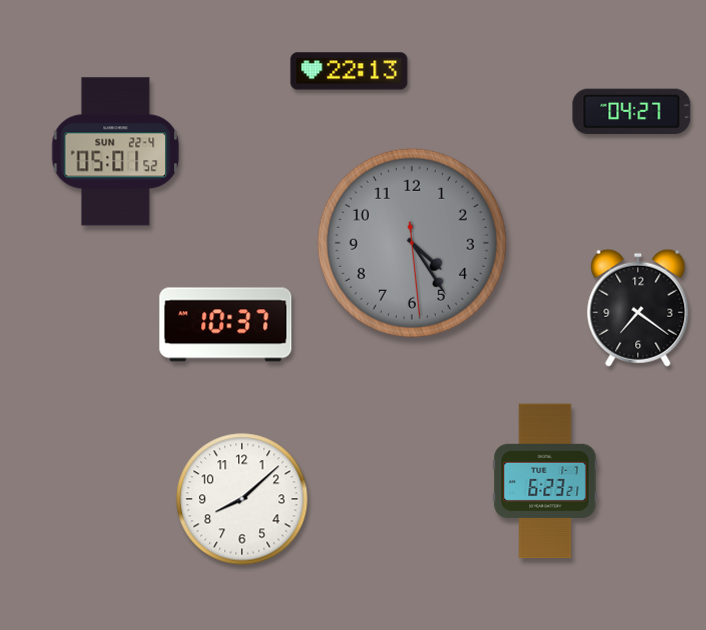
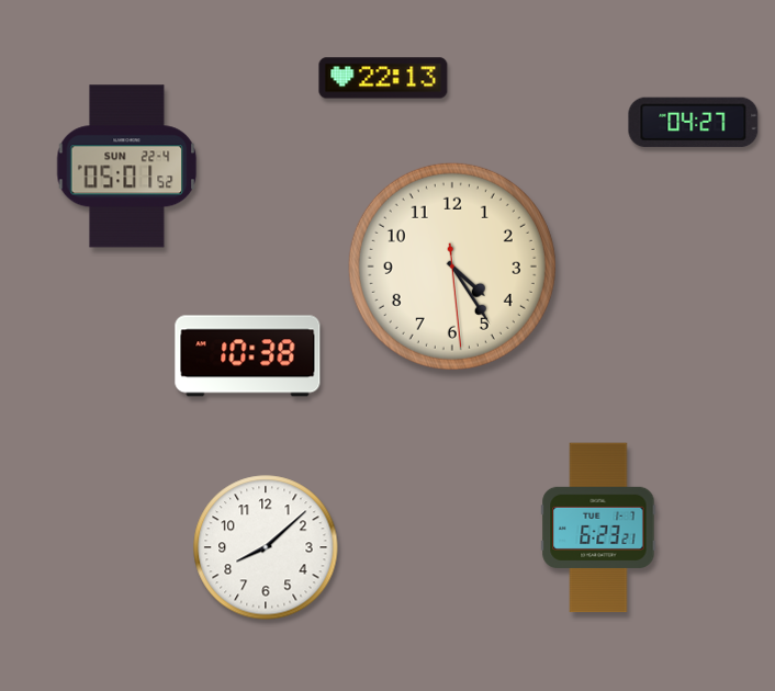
clock at (412, 243) dial: grey -> cream
clock at (638, 308): 7:21 -> none
clock at (226, 325): 10:37 -> 10:38
